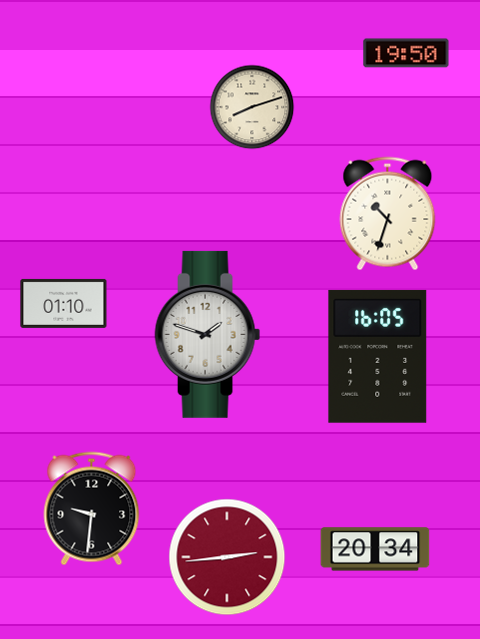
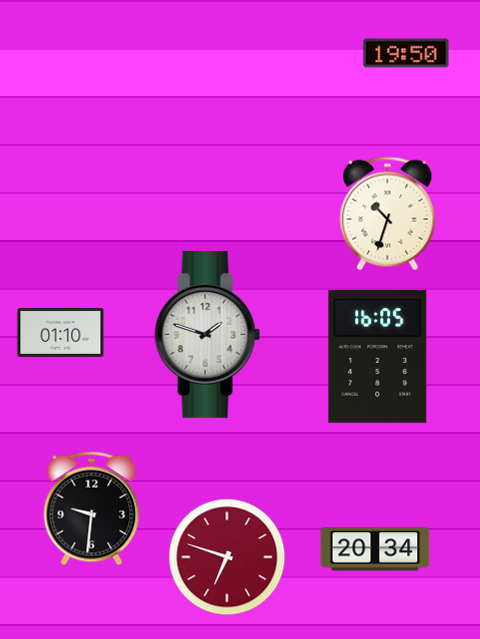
clock at (252, 107): 8:12 -> none
clock at (64, 303) position: (64, 303) -> (61, 332)
clock at (227, 557): 2:44 -> 6:48
